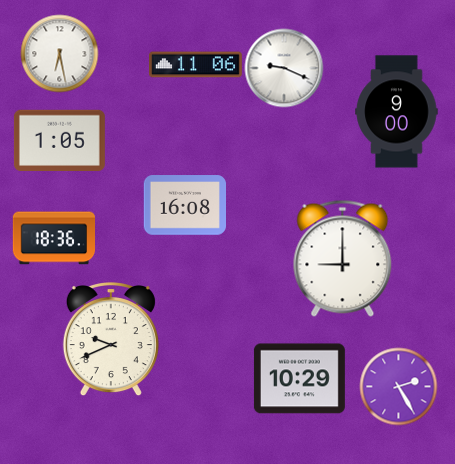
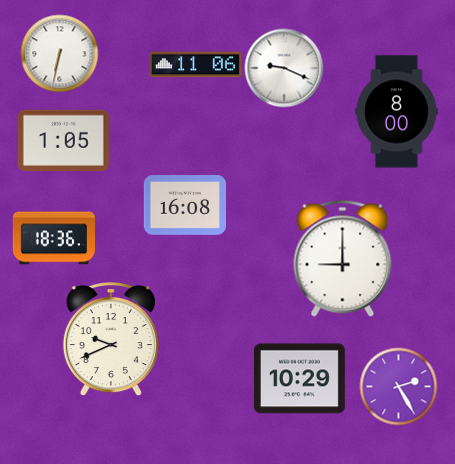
clock at (59, 53): 6:28 -> 6:32
clock at (397, 112): 9:00 -> 8:00
clock at (59, 140) position: (59, 140) -> (63, 140)
